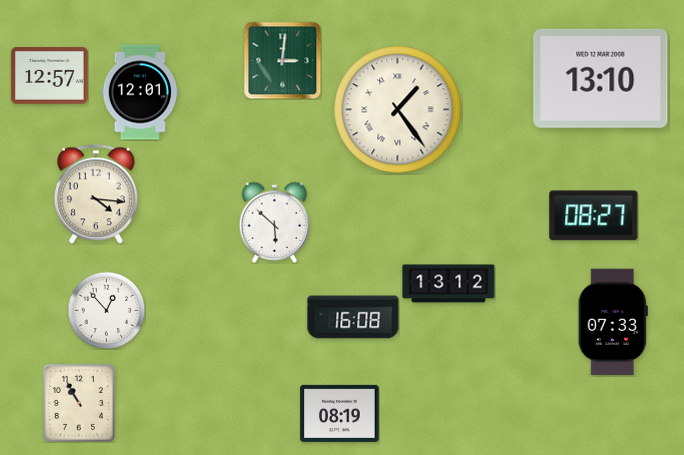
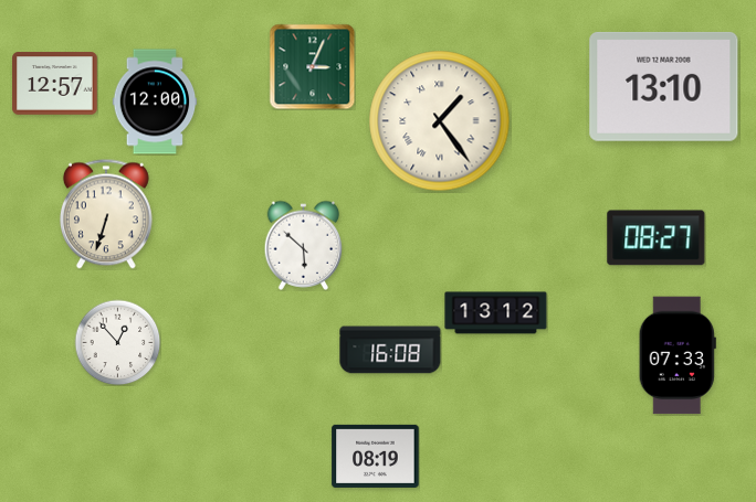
clock at (282, 60): 3:01 -> 3:04
clock at (140, 92): 12:01 -> 12:00
clock at (96, 194): 4:16 -> 6:33
clock at (79, 403): 10:55 -> none
